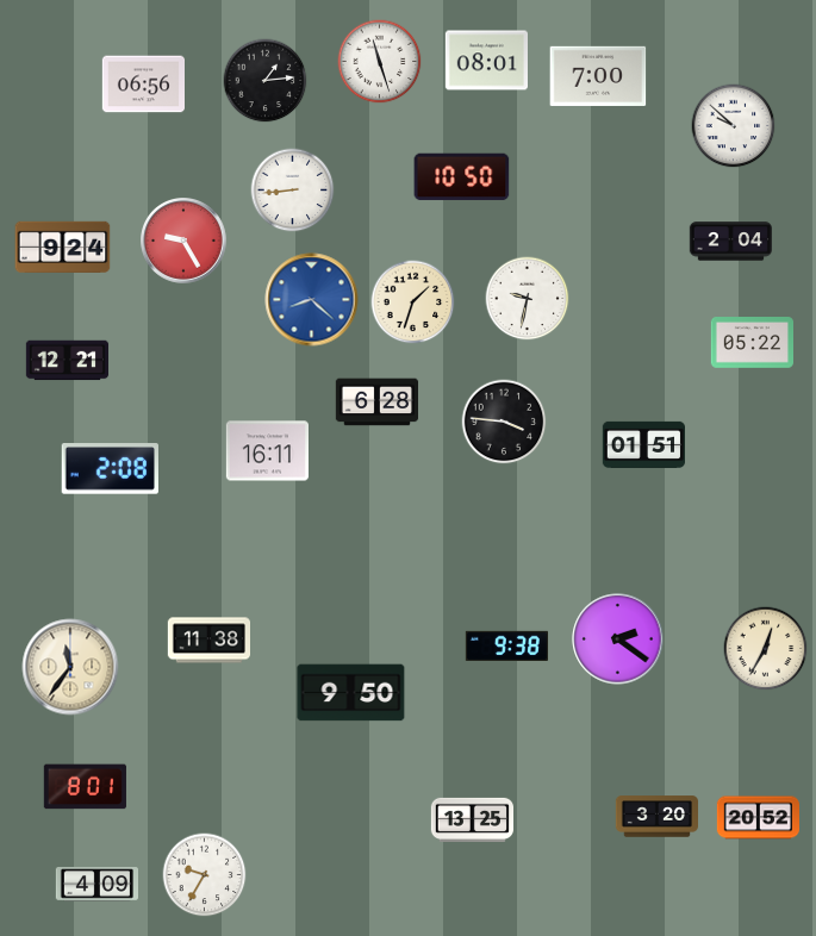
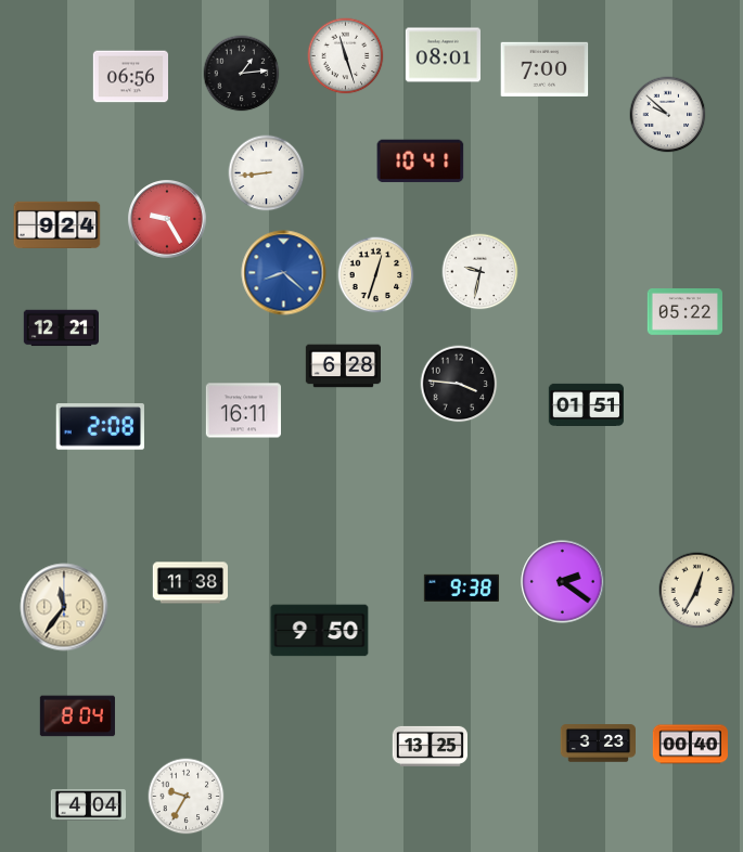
clock at (462, 177): 10:50 -> 10:41
clock at (730, 242): 2:04 -> none
clock at (413, 302): 1:33 -> 12:33
clock at (85, 787): 8:01 -> 8:04
clock at (656, 817): 3:20 -> 3:23
clock at (758, 818): 20:52 -> 00:40
clock at (96, 885): 4:09 -> 4:04
